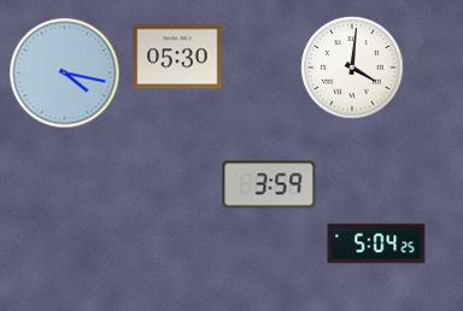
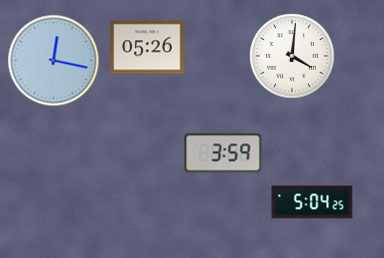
clock at (177, 57): 05:30 -> 05:26
clock at (65, 74): 4:17 -> 12:17
